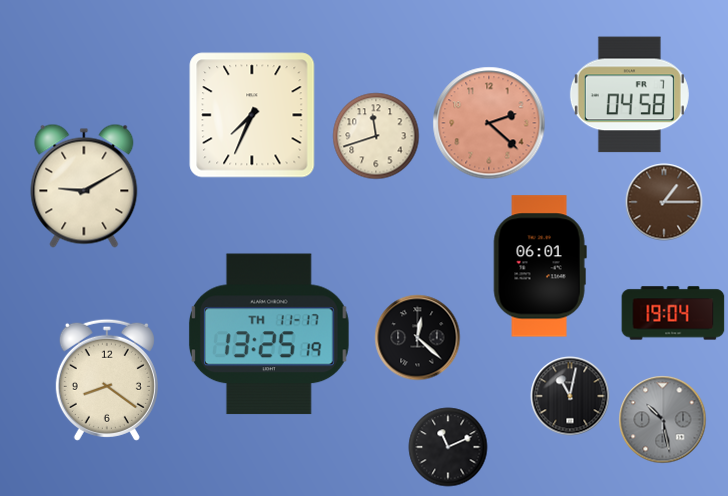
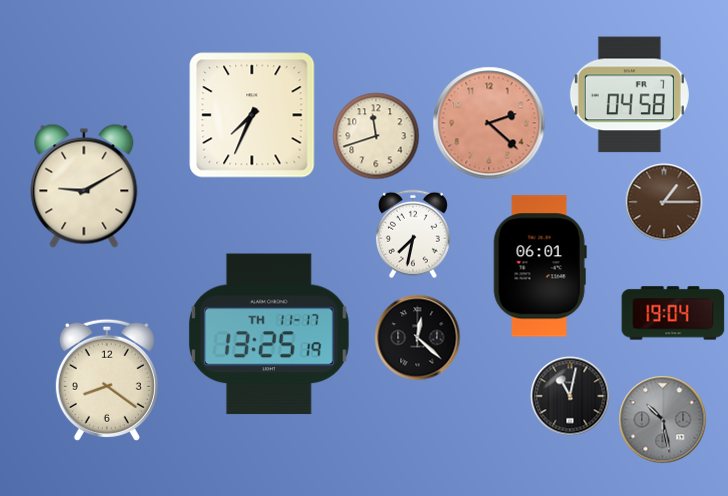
clock at (413, 234): none -> 7:32
clock at (448, 447): 11:11 -> none
